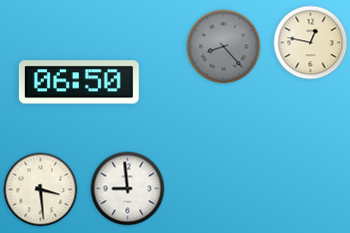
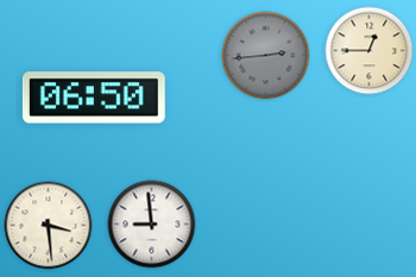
clock at (311, 43): 12:47 -> 12:45
clock at (224, 47): 8:23 -> 2:44
